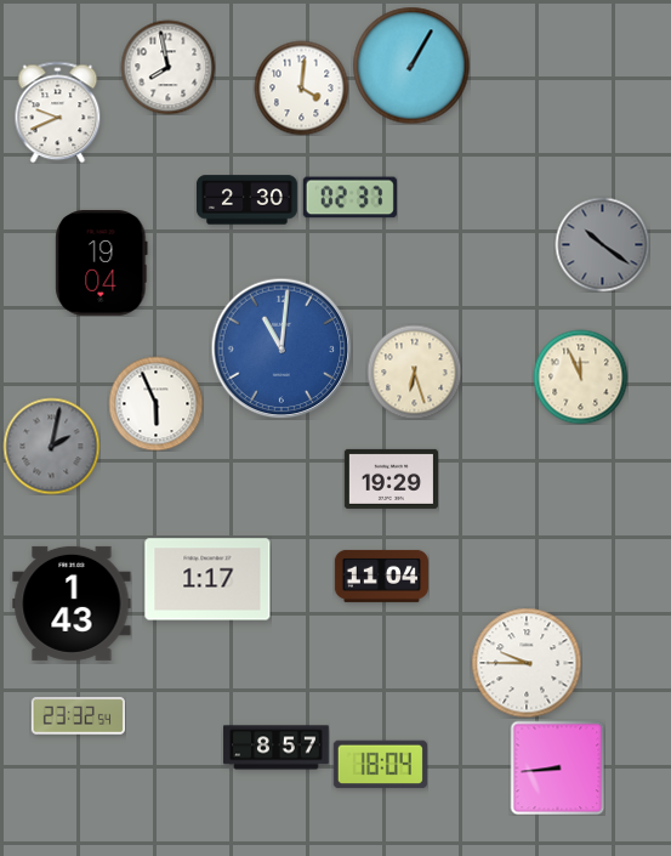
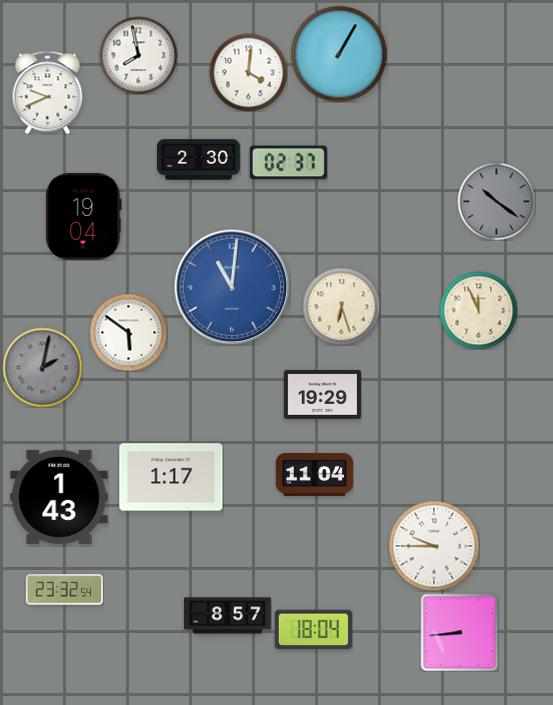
clock at (246, 200) position: (246, 200) -> (198, 160)
clock at (155, 403): 5:56 -> 5:51
